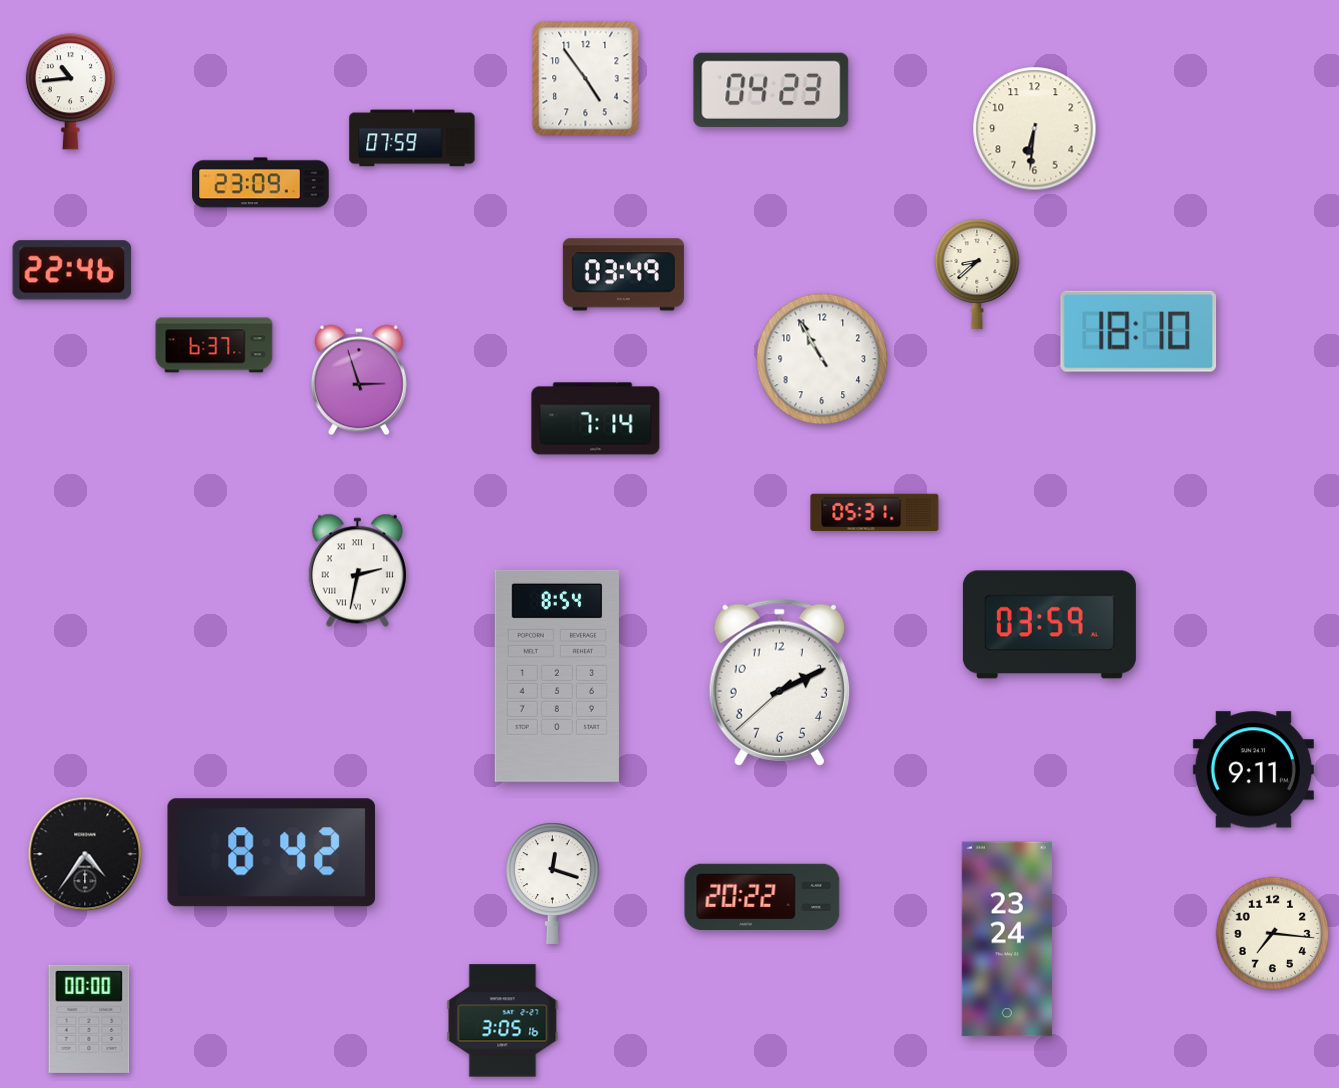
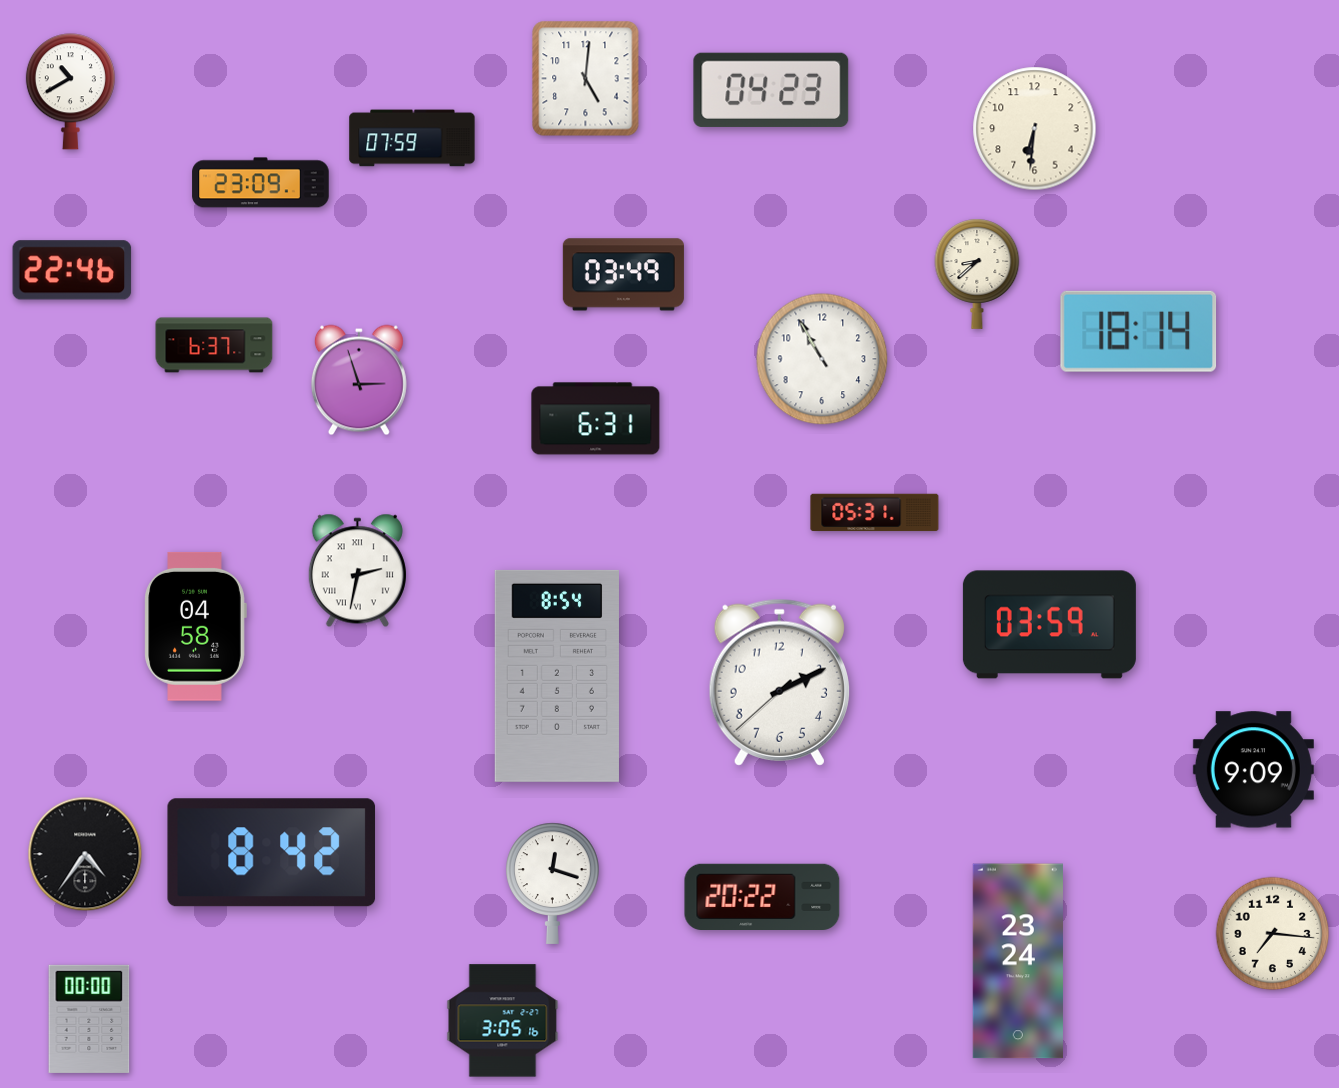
clock at (586, 79): 4:54 -> 5:01
clock at (70, 92): 10:44 -> 10:40
clock at (1139, 331): 18:10 -> 18:14
clock at (596, 419): 7:14 -> 6:31
clock at (195, 626): none -> 04:58
clock at (1253, 770): 9:11 -> 9:09
clock at (1007, 939) position: (1007, 939) -> (1018, 961)
